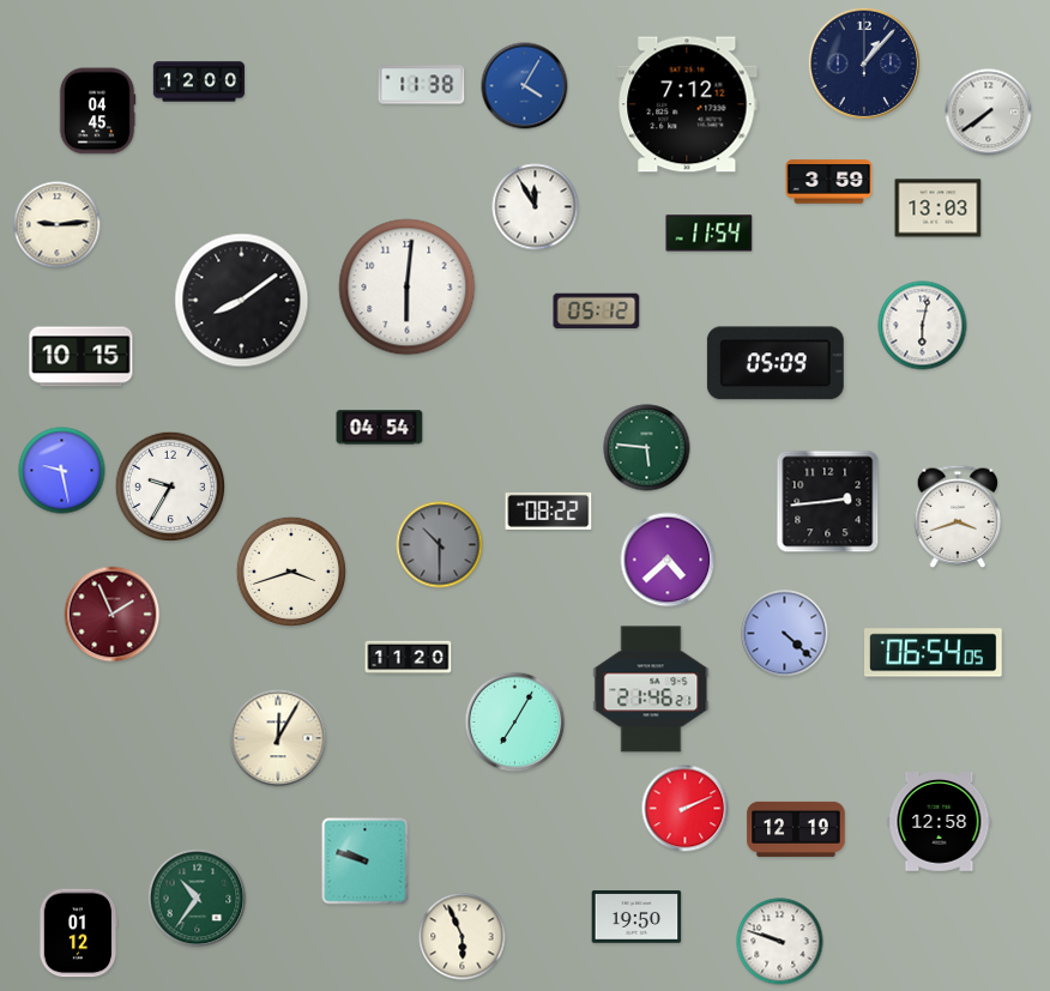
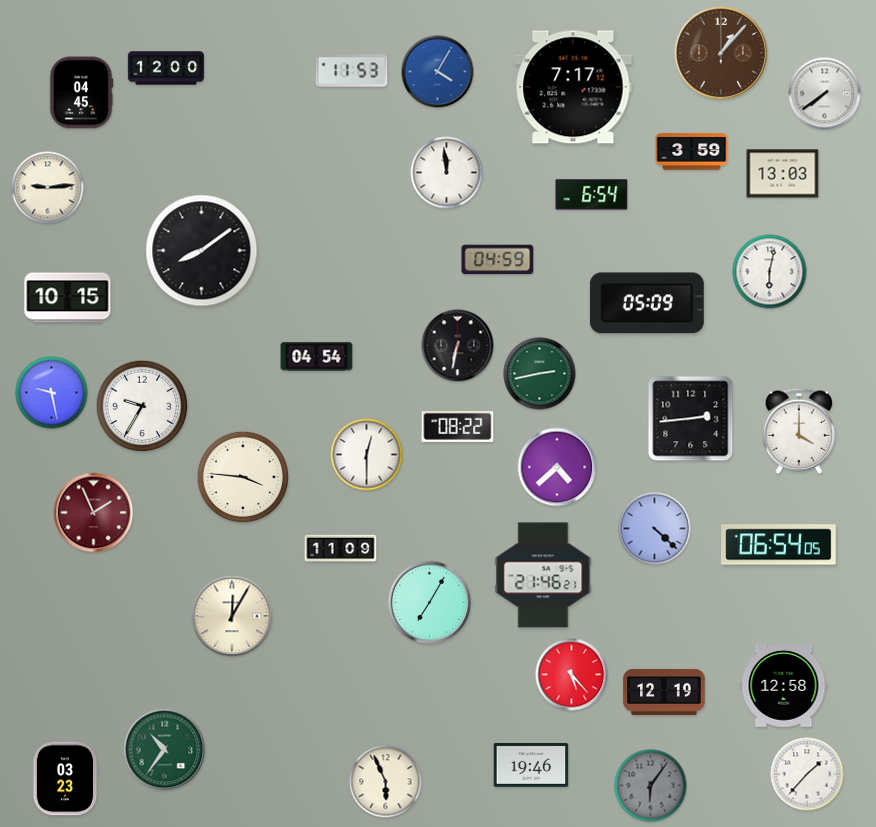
clock at (864, 64) dial: navy -> brown
clock at (422, 85): 11:38 -> 11:53
clock at (687, 104): 7:12 -> 7:17
clock at (536, 207): 11:55 -> 11:59
clock at (710, 234): 11:54 -> 6:54
clock at (408, 288): 6:01 -> none
clock at (597, 312): 05:12 -> 04:59
clock at (458, 346): none -> 6:32
clock at (647, 448): 5:46 -> 2:43
clock at (958, 516): 3:42 -> 4:00
clock at (440, 545): 10:30 -> 12:30
clock at (440, 545) dial: grey -> white
clock at (290, 570): 3:42 -> 3:46
clock at (409, 658): 11:20 -> 11:09
clock at (686, 809): 2:11 -> 5:23
clock at (366, 862): 9:48 -> none
clock at (636, 917): 19:50 -> 19:46
clock at (807, 774): none -> 1:37
clock at (78, 933): 01:12 -> 03:23
clock at (780, 942): 9:48 -> 6:06
clock at (780, 942) dial: white -> grey
